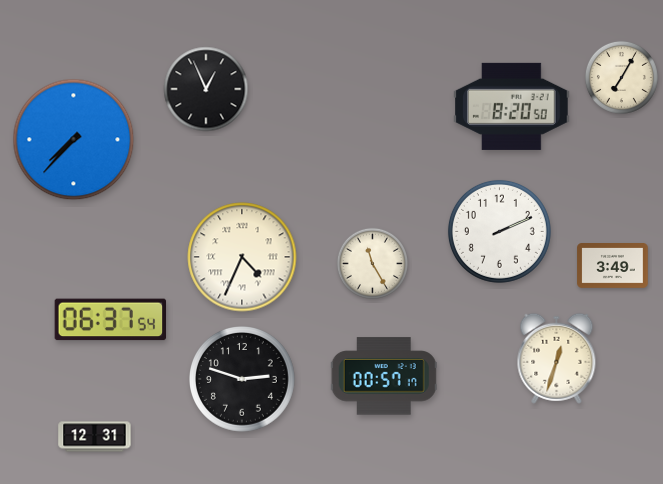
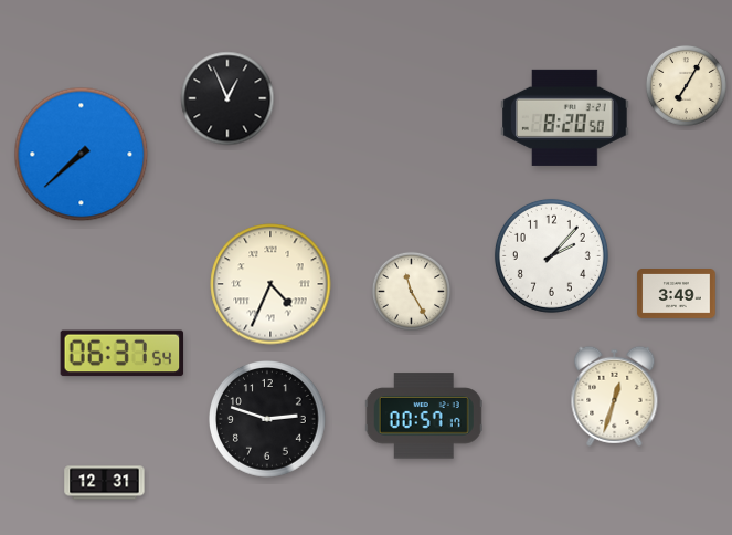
clock at (74, 140): 7:37 -> 7:38
clock at (499, 231): 2:11 -> 2:07
clock at (242, 257) position: (242, 257) -> (270, 284)
